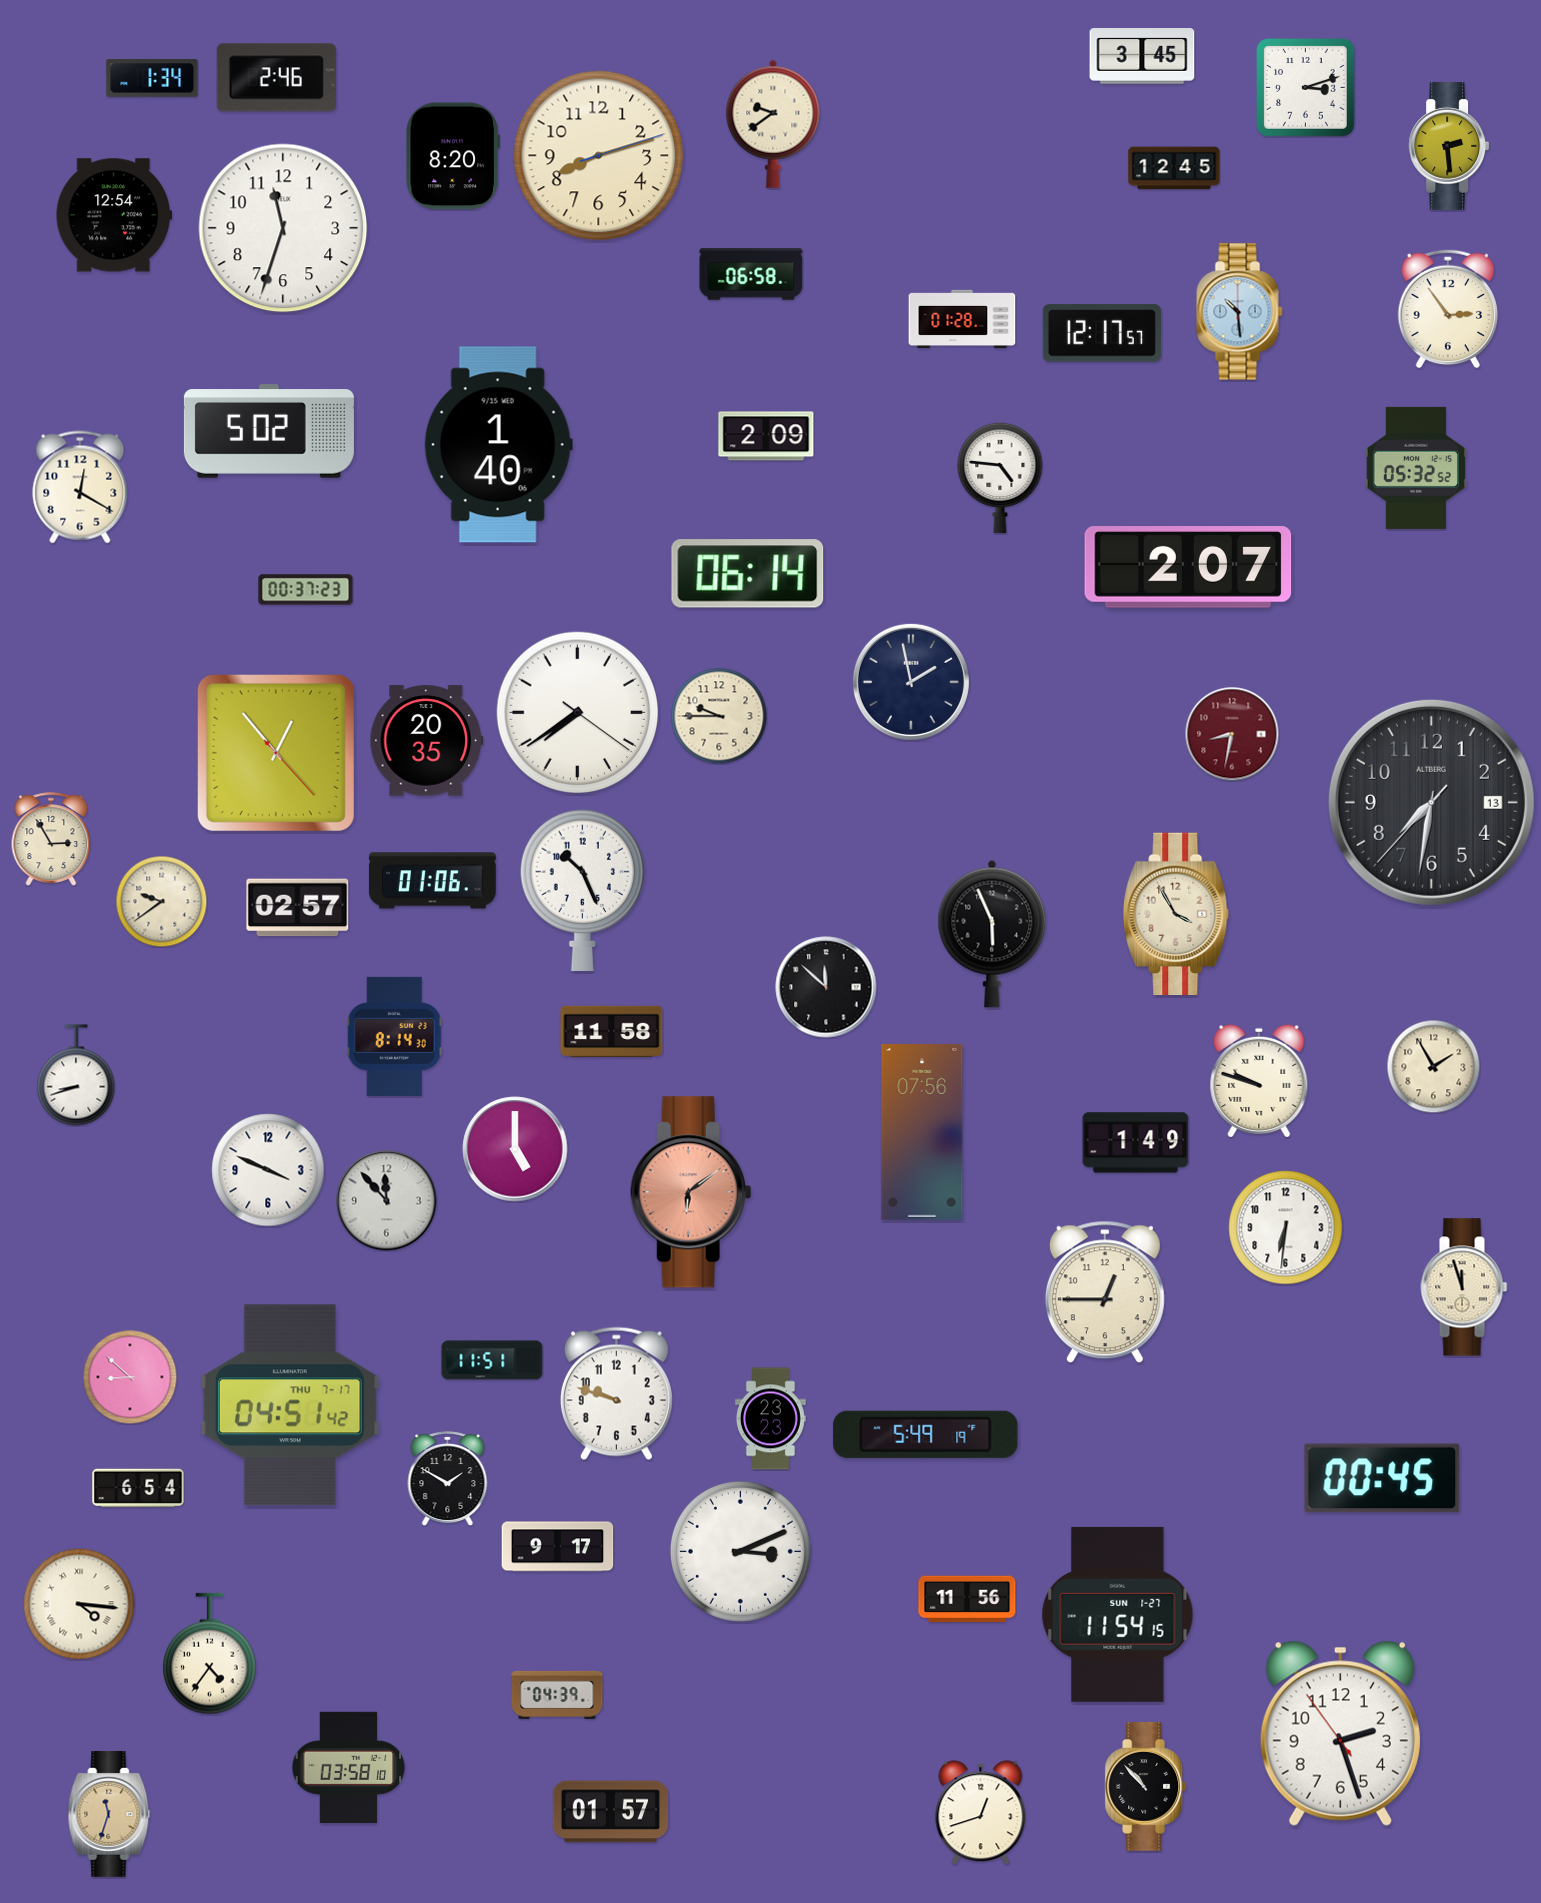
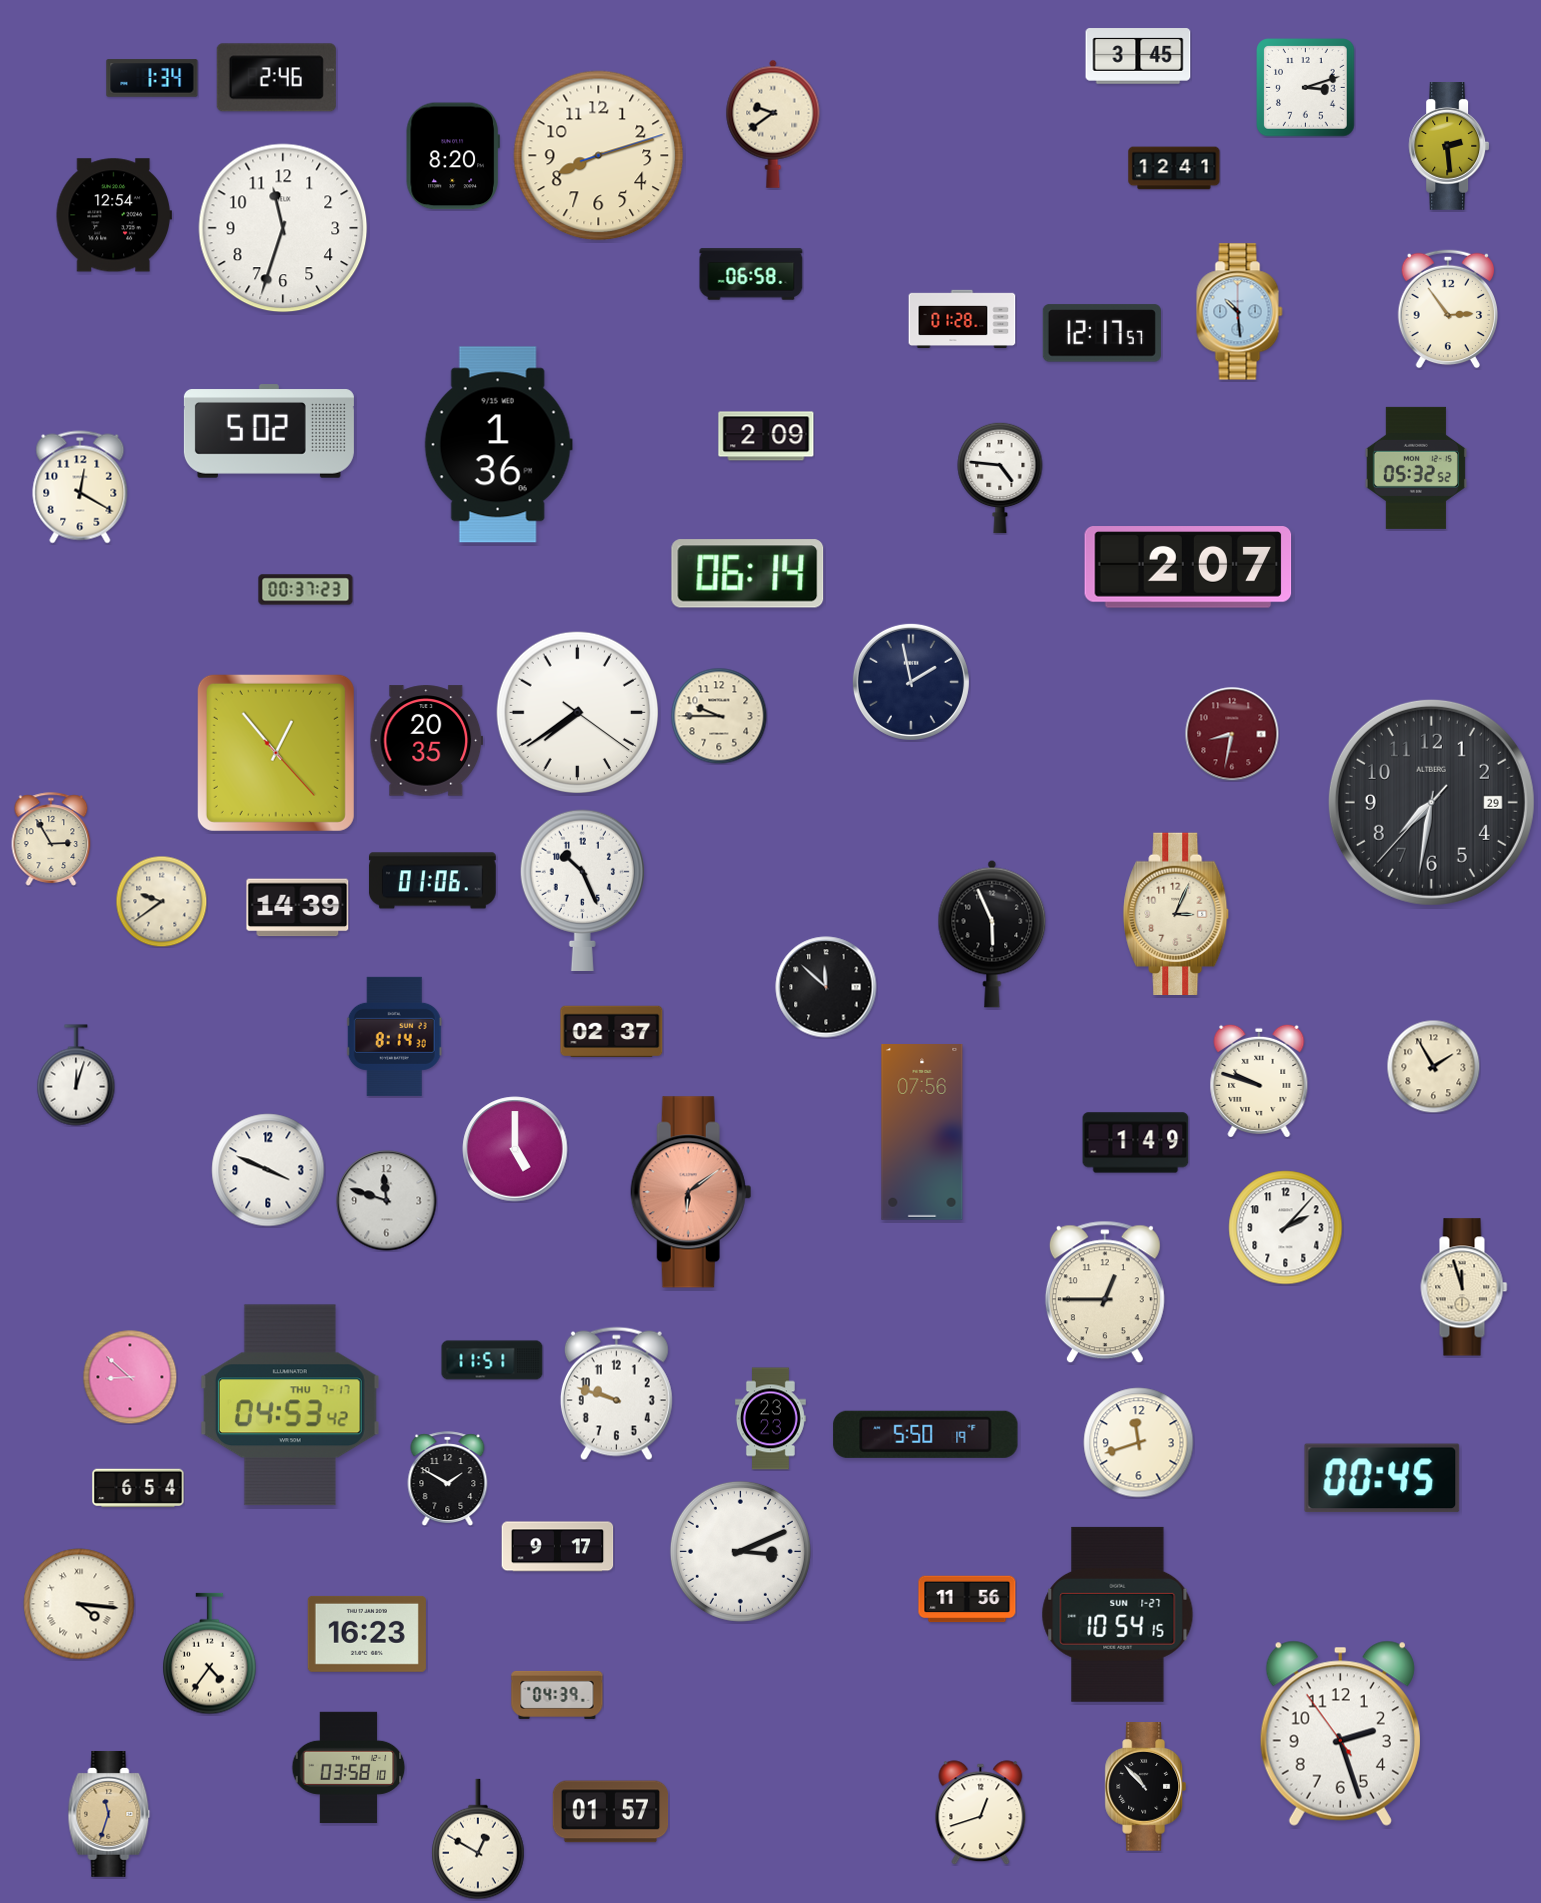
clock at (1142, 56) position: (1142, 56) -> (1138, 56)
clock at (1174, 168): 12:45 -> 12:41
clock at (498, 445): 1:40 -> 1:36
clock at (1431, 802) date: 13 -> 29
clock at (298, 908): 02:57 -> 14:39
clock at (1177, 913): 3:55 -> 3:04
clock at (612, 1032): 11:58 -> 02:37
clock at (76, 1075): 8:42 -> 12:03
clock at (387, 1201): 11:53 -> 11:48
clock at (1286, 1228): 6:31 -> 2:07
clock at (290, 1405): 04:51 -> 04:53
clock at (926, 1434): 5:49 -> 5:50
clock at (1139, 1443): none -> 11:42
clock at (1118, 1614): 11:54 -> 10:54
clock at (367, 1634): none -> 16:23
clock at (478, 1839): none -> 12:50
